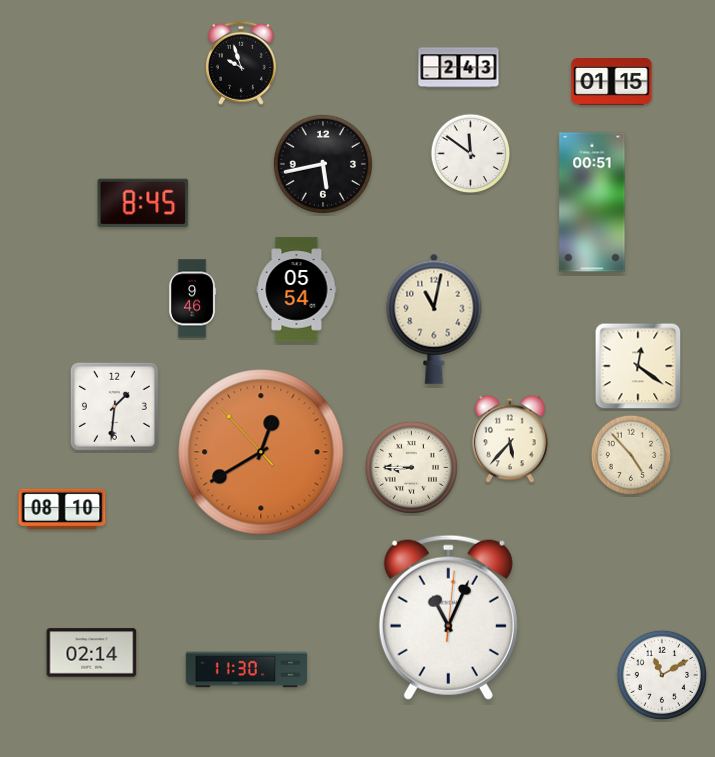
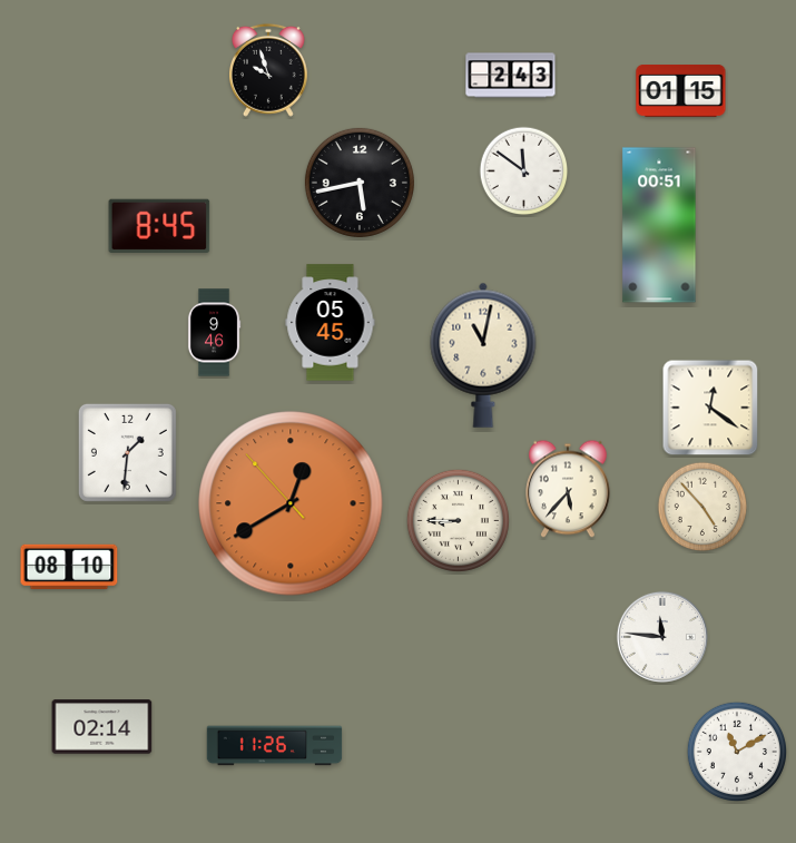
clock at (297, 290): 05:54 -> 05:45
clock at (662, 637): none -> 11:46
clock at (448, 617): 11:04 -> none
clock at (247, 670): 11:30 -> 11:26
